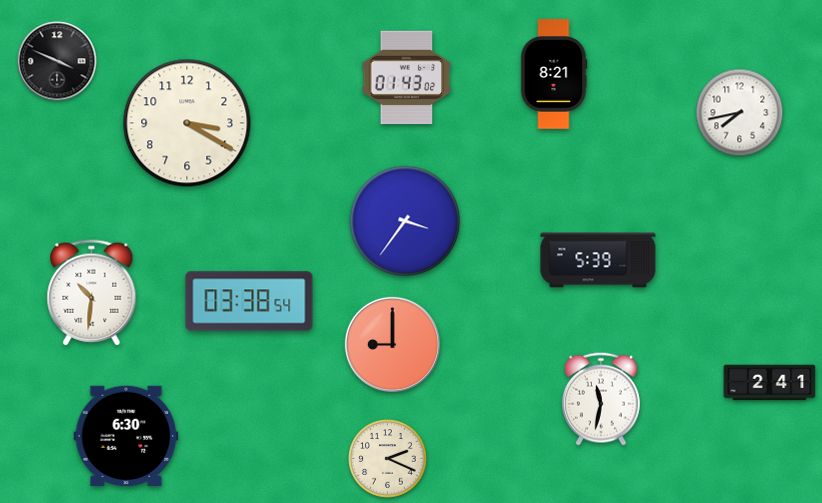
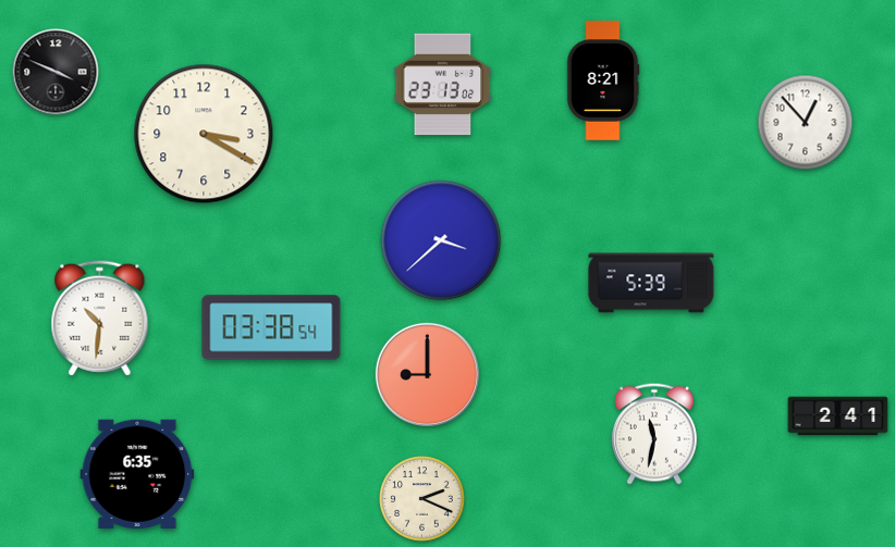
clock at (57, 61) position: (57, 61) -> (56, 72)
clock at (407, 78): 01:43 -> 23:13
clock at (740, 113): 7:43 -> 12:53
clock at (405, 221): 3:36 -> 3:38
clock at (126, 435): 6:30 -> 6:35
